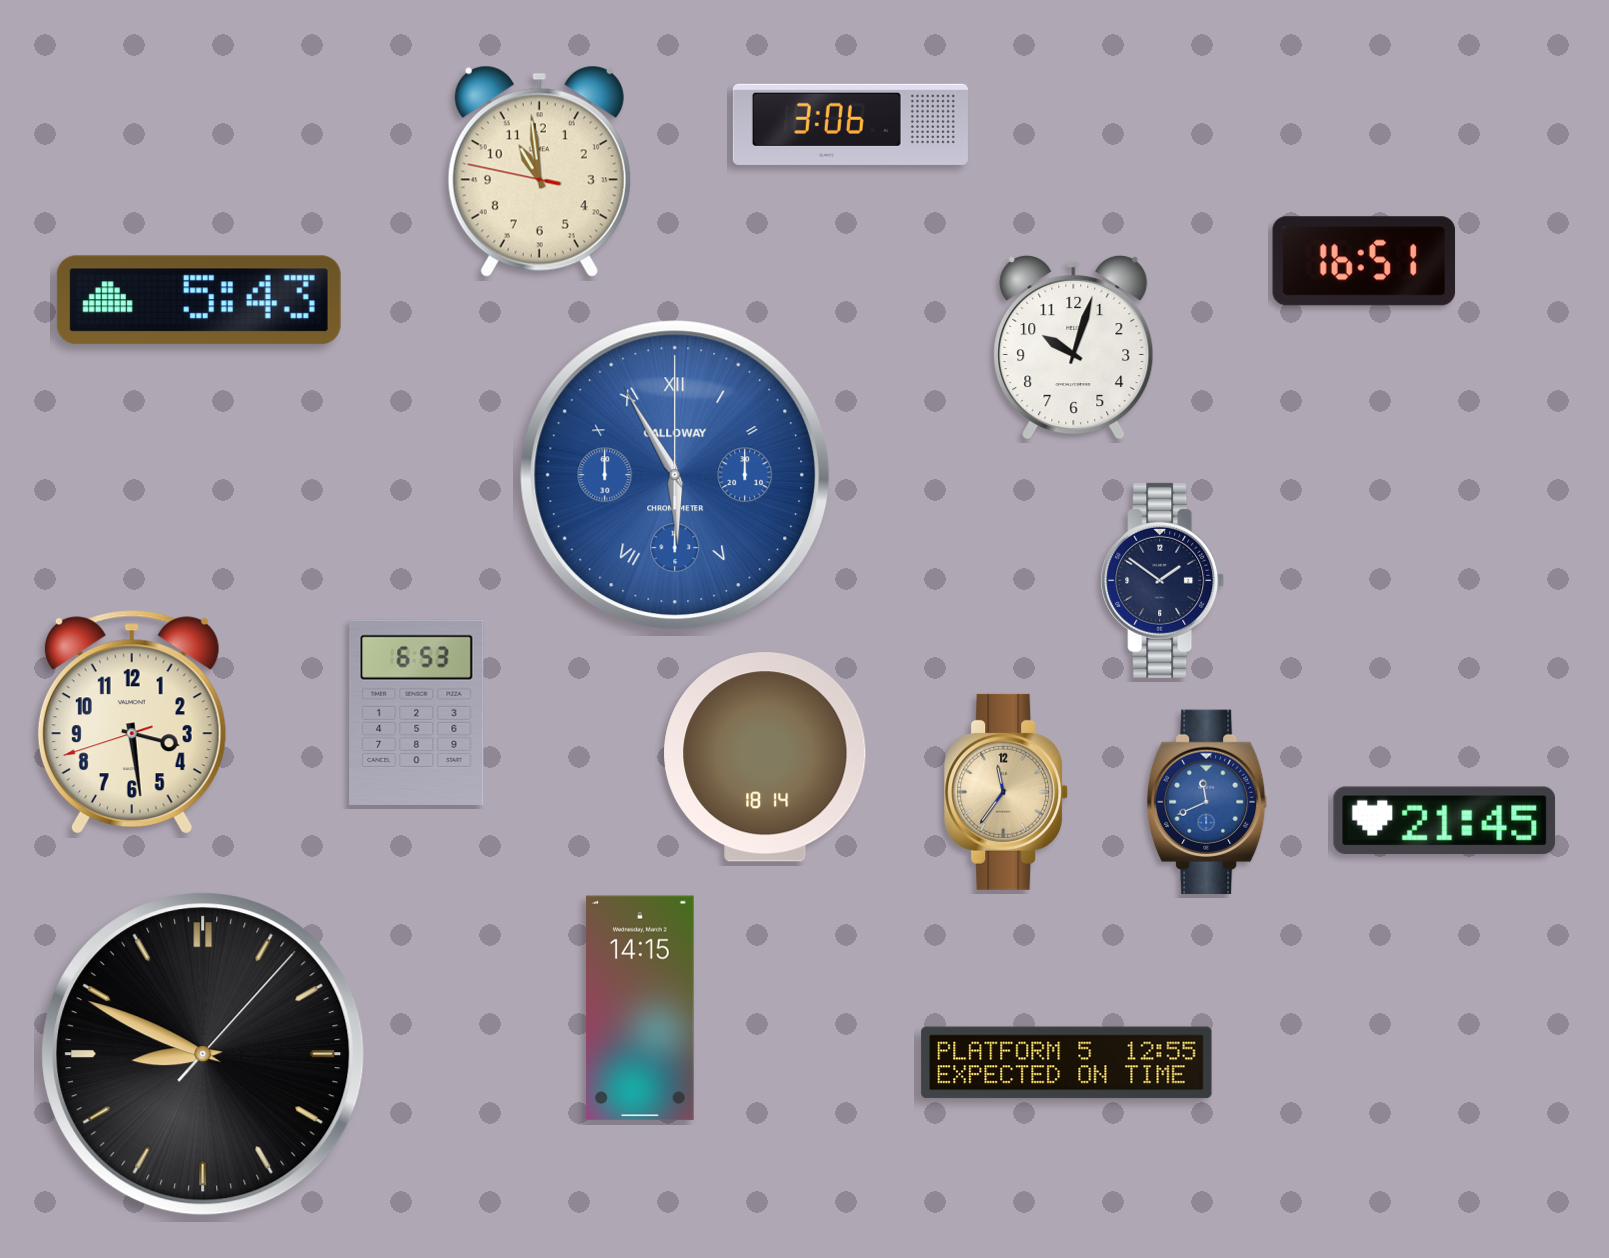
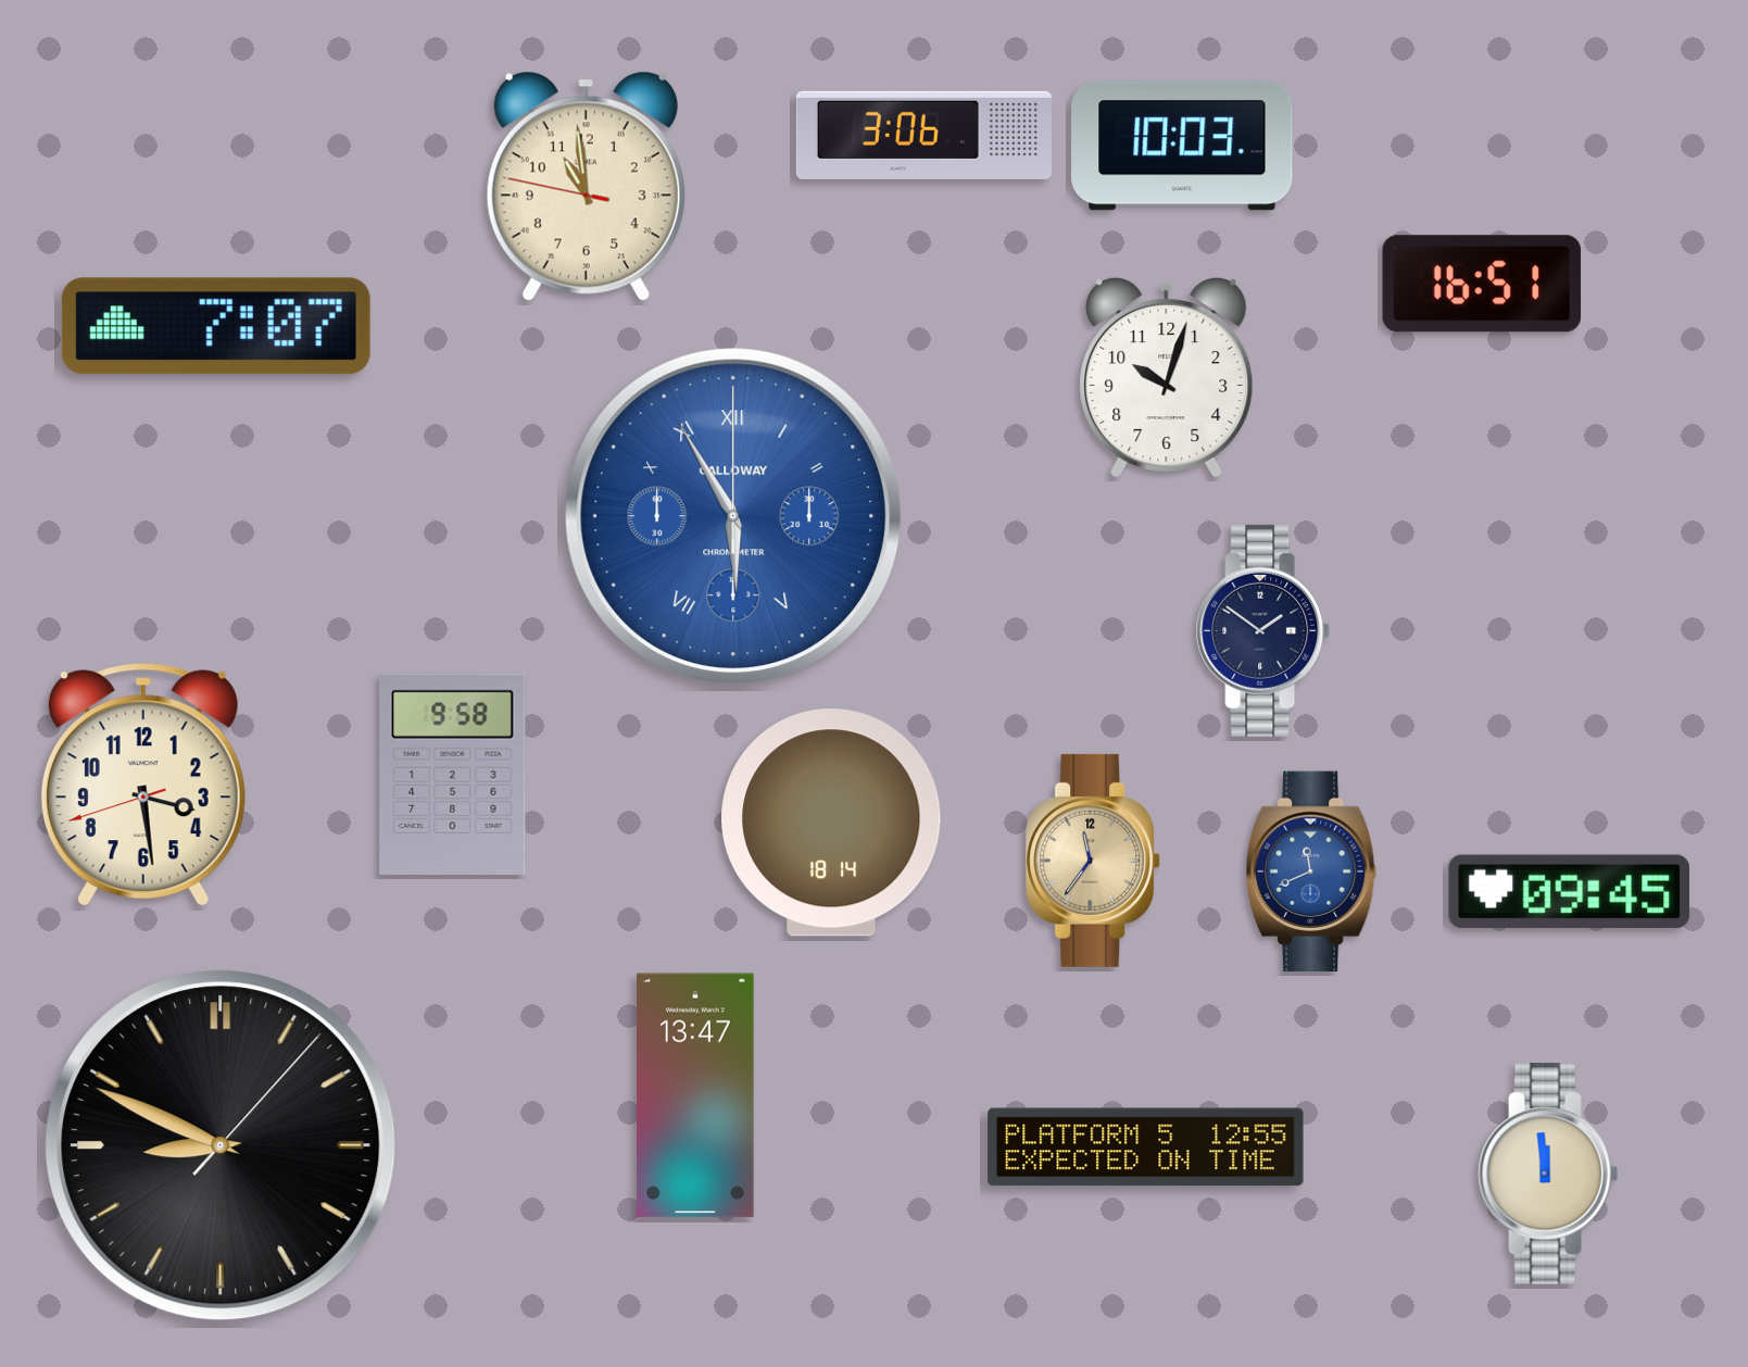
clock at (1182, 146): none -> 10:03
clock at (199, 300): 5:43 -> 7:07
clock at (417, 712): 6:53 -> 9:58
clock at (1445, 820): 21:45 -> 09:45
clock at (640, 1008): 14:15 -> 13:47
clock at (1067, 1063) position: (1067, 1063) -> (1146, 1147)
clock at (1548, 1174): none -> 11:59
